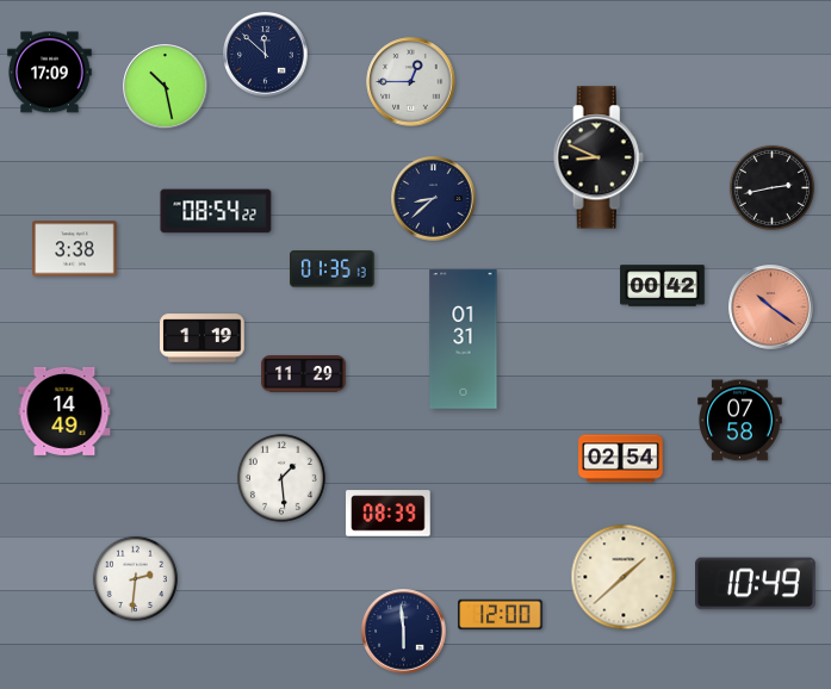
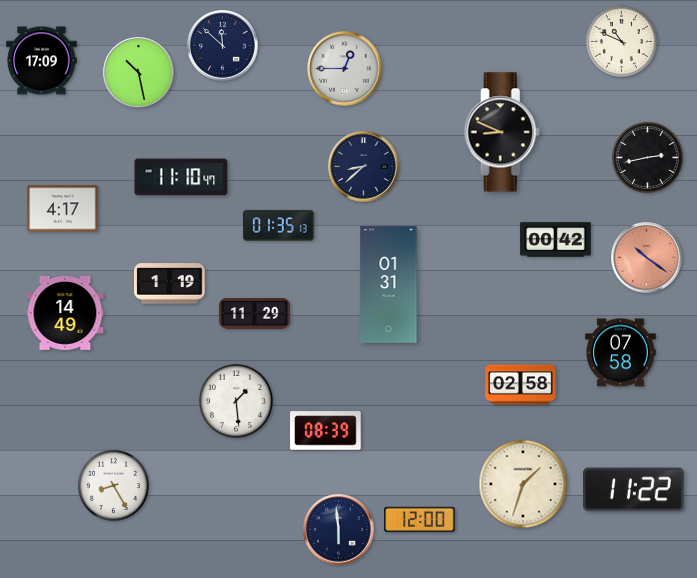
clock at (621, 41): none -> 10:49
clock at (216, 211): 08:54 -> 11:10
clock at (75, 249): 3:38 -> 4:17
clock at (64, 411) position: (64, 411) -> (65, 313)
clock at (621, 459): 02:54 -> 02:58
clock at (624, 577): 1:38 -> 1:33
clock at (135, 578): 2:31 -> 8:25
clock at (756, 584): 10:49 -> 11:22
clock at (501, 615) position: (501, 615) -> (420, 520)
